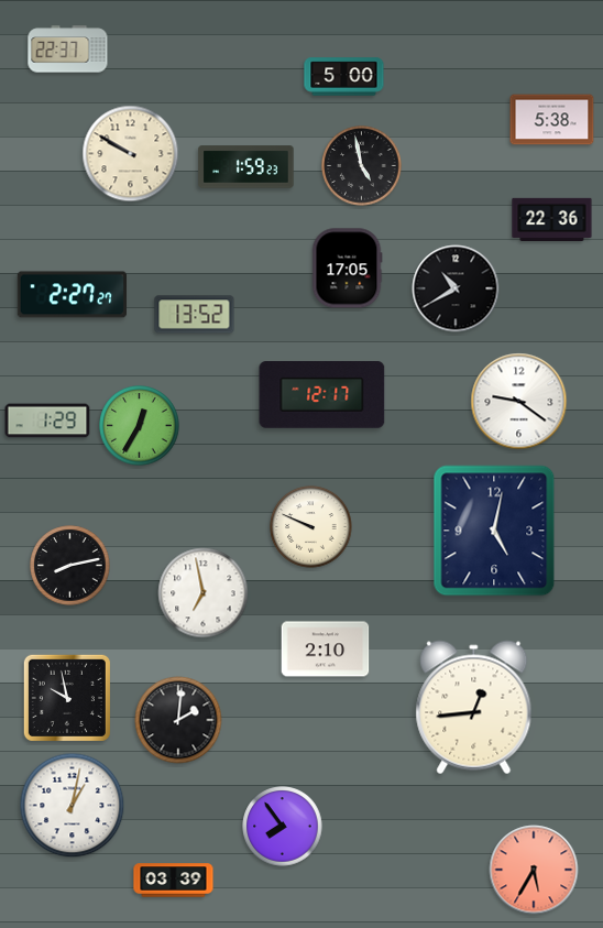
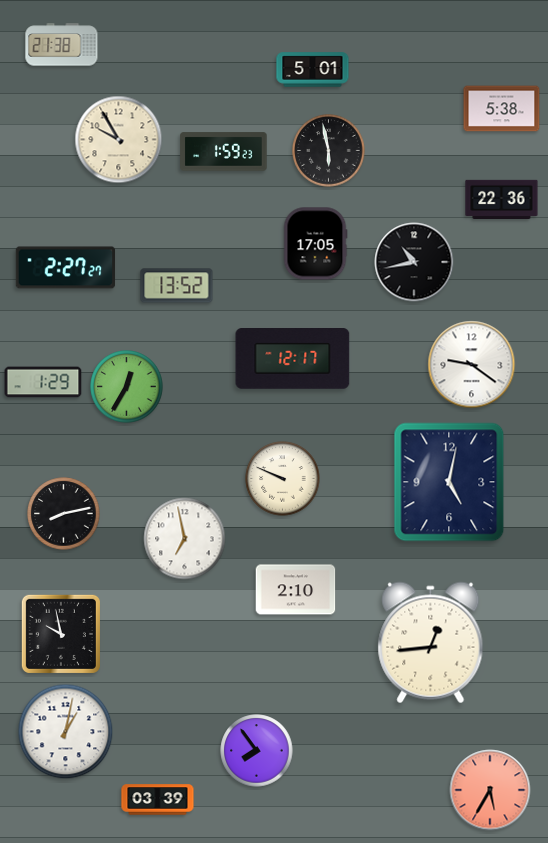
clock at (68, 50): 22:37 -> 21:38
clock at (344, 77): 5:00 -> 5:01
clock at (131, 154): 9:50 -> 9:55
clock at (362, 166): 4:58 -> 5:58
clock at (456, 288): 10:40 -> 10:43
clock at (178, 720): 2:01 -> none
clock at (534, 870) position: (534, 870) -> (490, 790)
